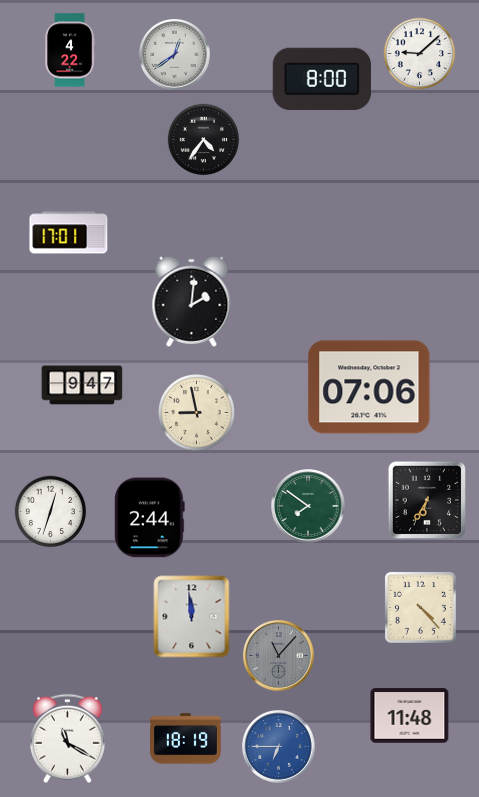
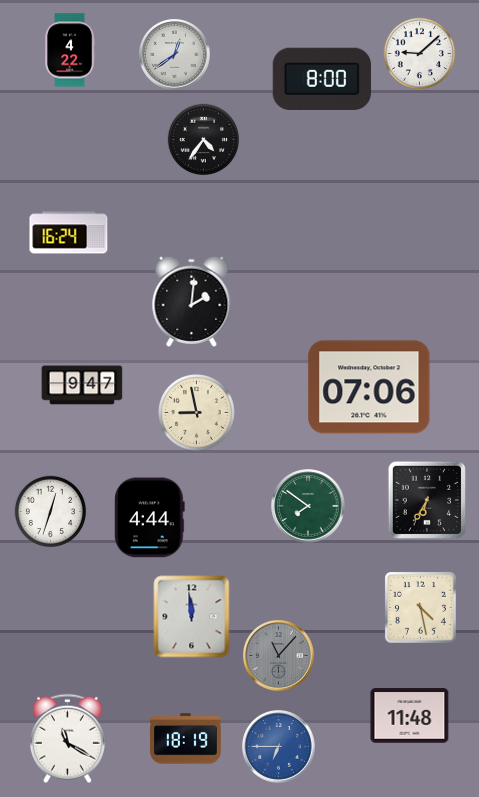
clock at (69, 233): 17:01 -> 16:24
clock at (150, 518): 2:44 -> 4:44
clock at (420, 607): 4:23 -> 4:28
